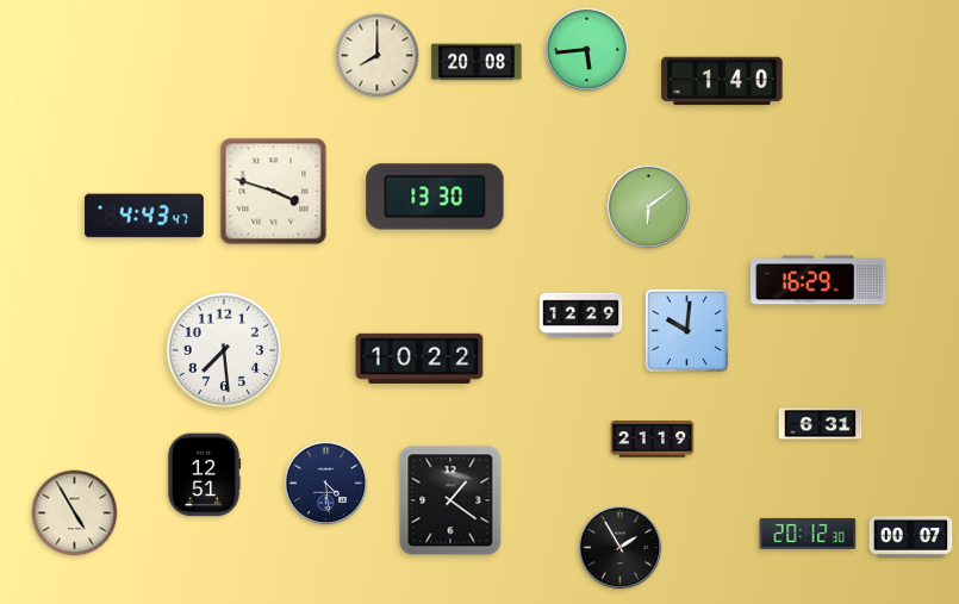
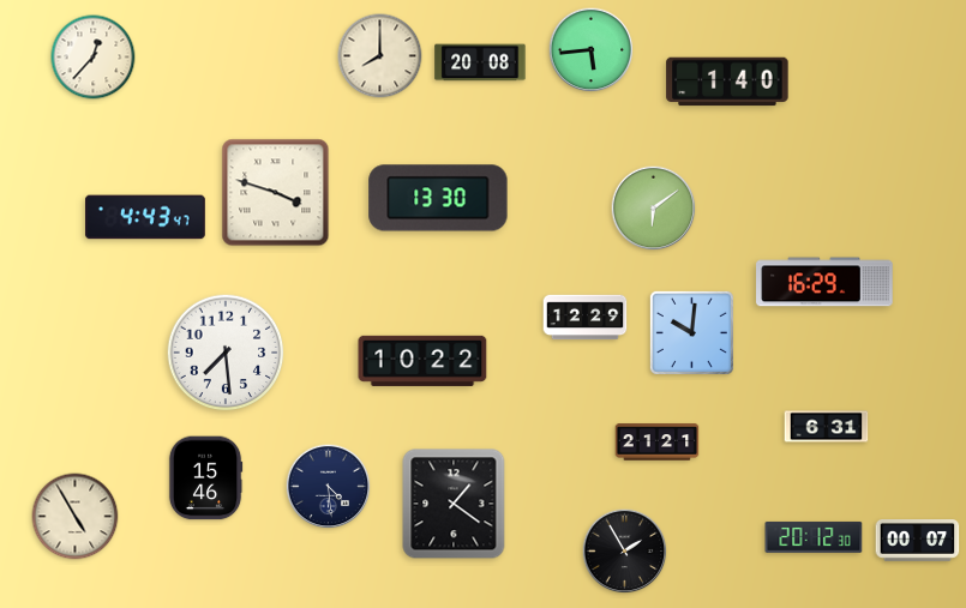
clock at (94, 58): none -> 12:37
clock at (653, 440): 21:19 -> 21:21
clock at (204, 475): 12:51 -> 15:46
